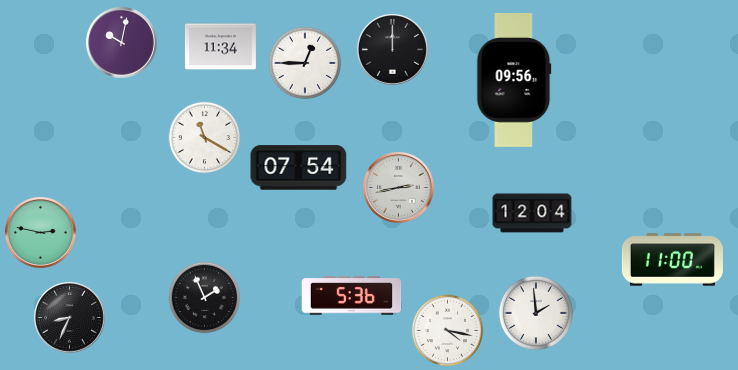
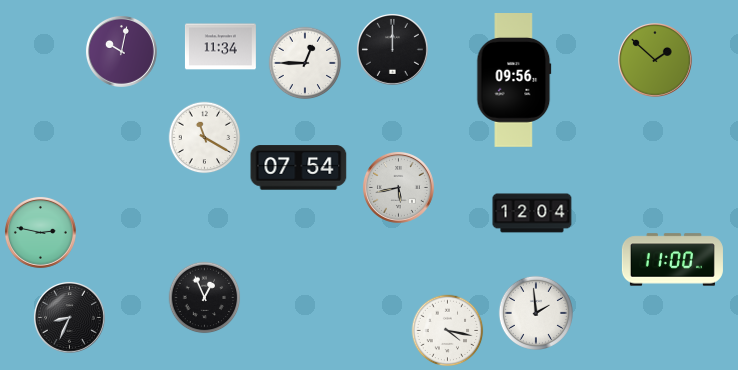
clock at (121, 42) position: (121, 42) -> (121, 51)
clock at (655, 60): none -> 1:52
clock at (398, 187): 2:43 -> 5:43
clock at (352, 296): 5:36 -> none
clock at (205, 298): 1:56 -> 12:56
